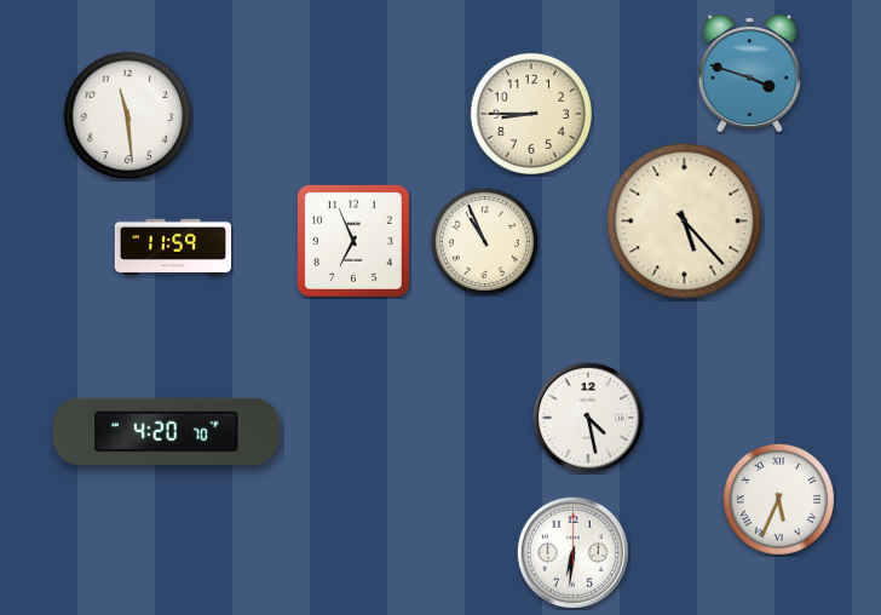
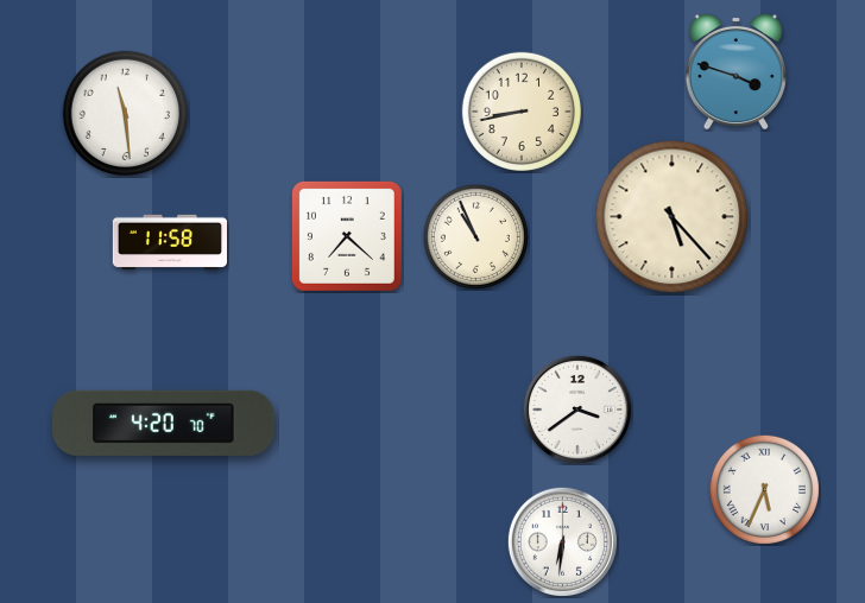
clock at (530, 113): 8:45 -> 8:43
clock at (353, 241): 6:56 -> 7:22
clock at (172, 246): 11:59 -> 11:58
clock at (588, 418): 4:28 -> 3:39
